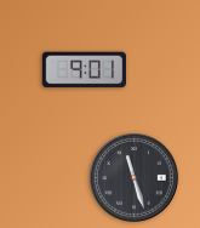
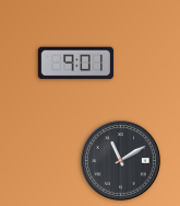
clock at (135, 178): 11:27 -> 11:10
